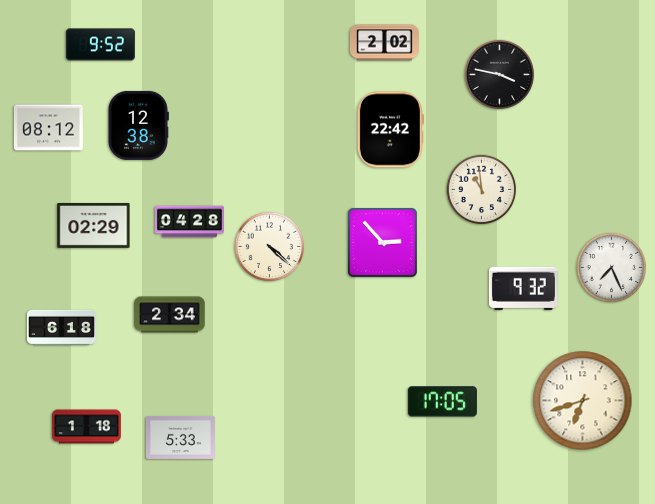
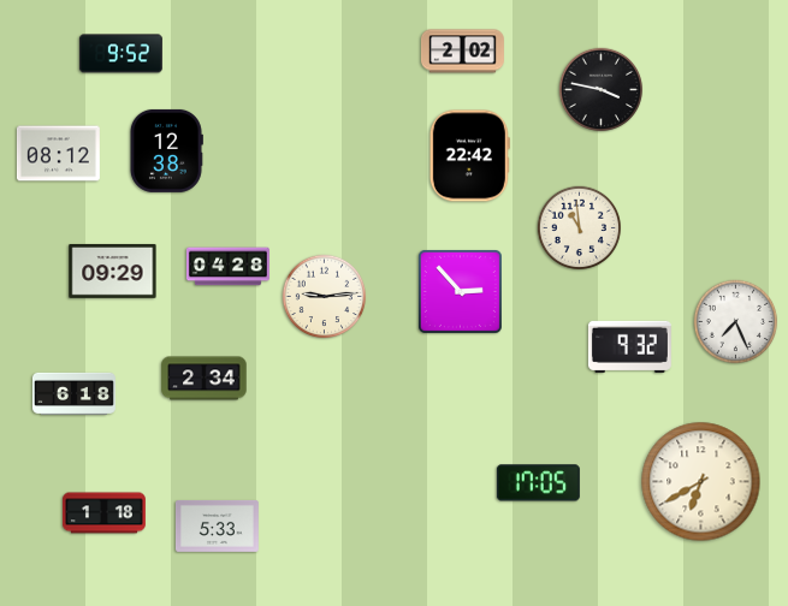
clock at (94, 226): 02:29 -> 09:29
clock at (270, 247): 4:22 -> 9:14
clock at (583, 401): 6:42 -> 6:40
clock at (442, 402) position: (442, 402) -> (538, 483)
